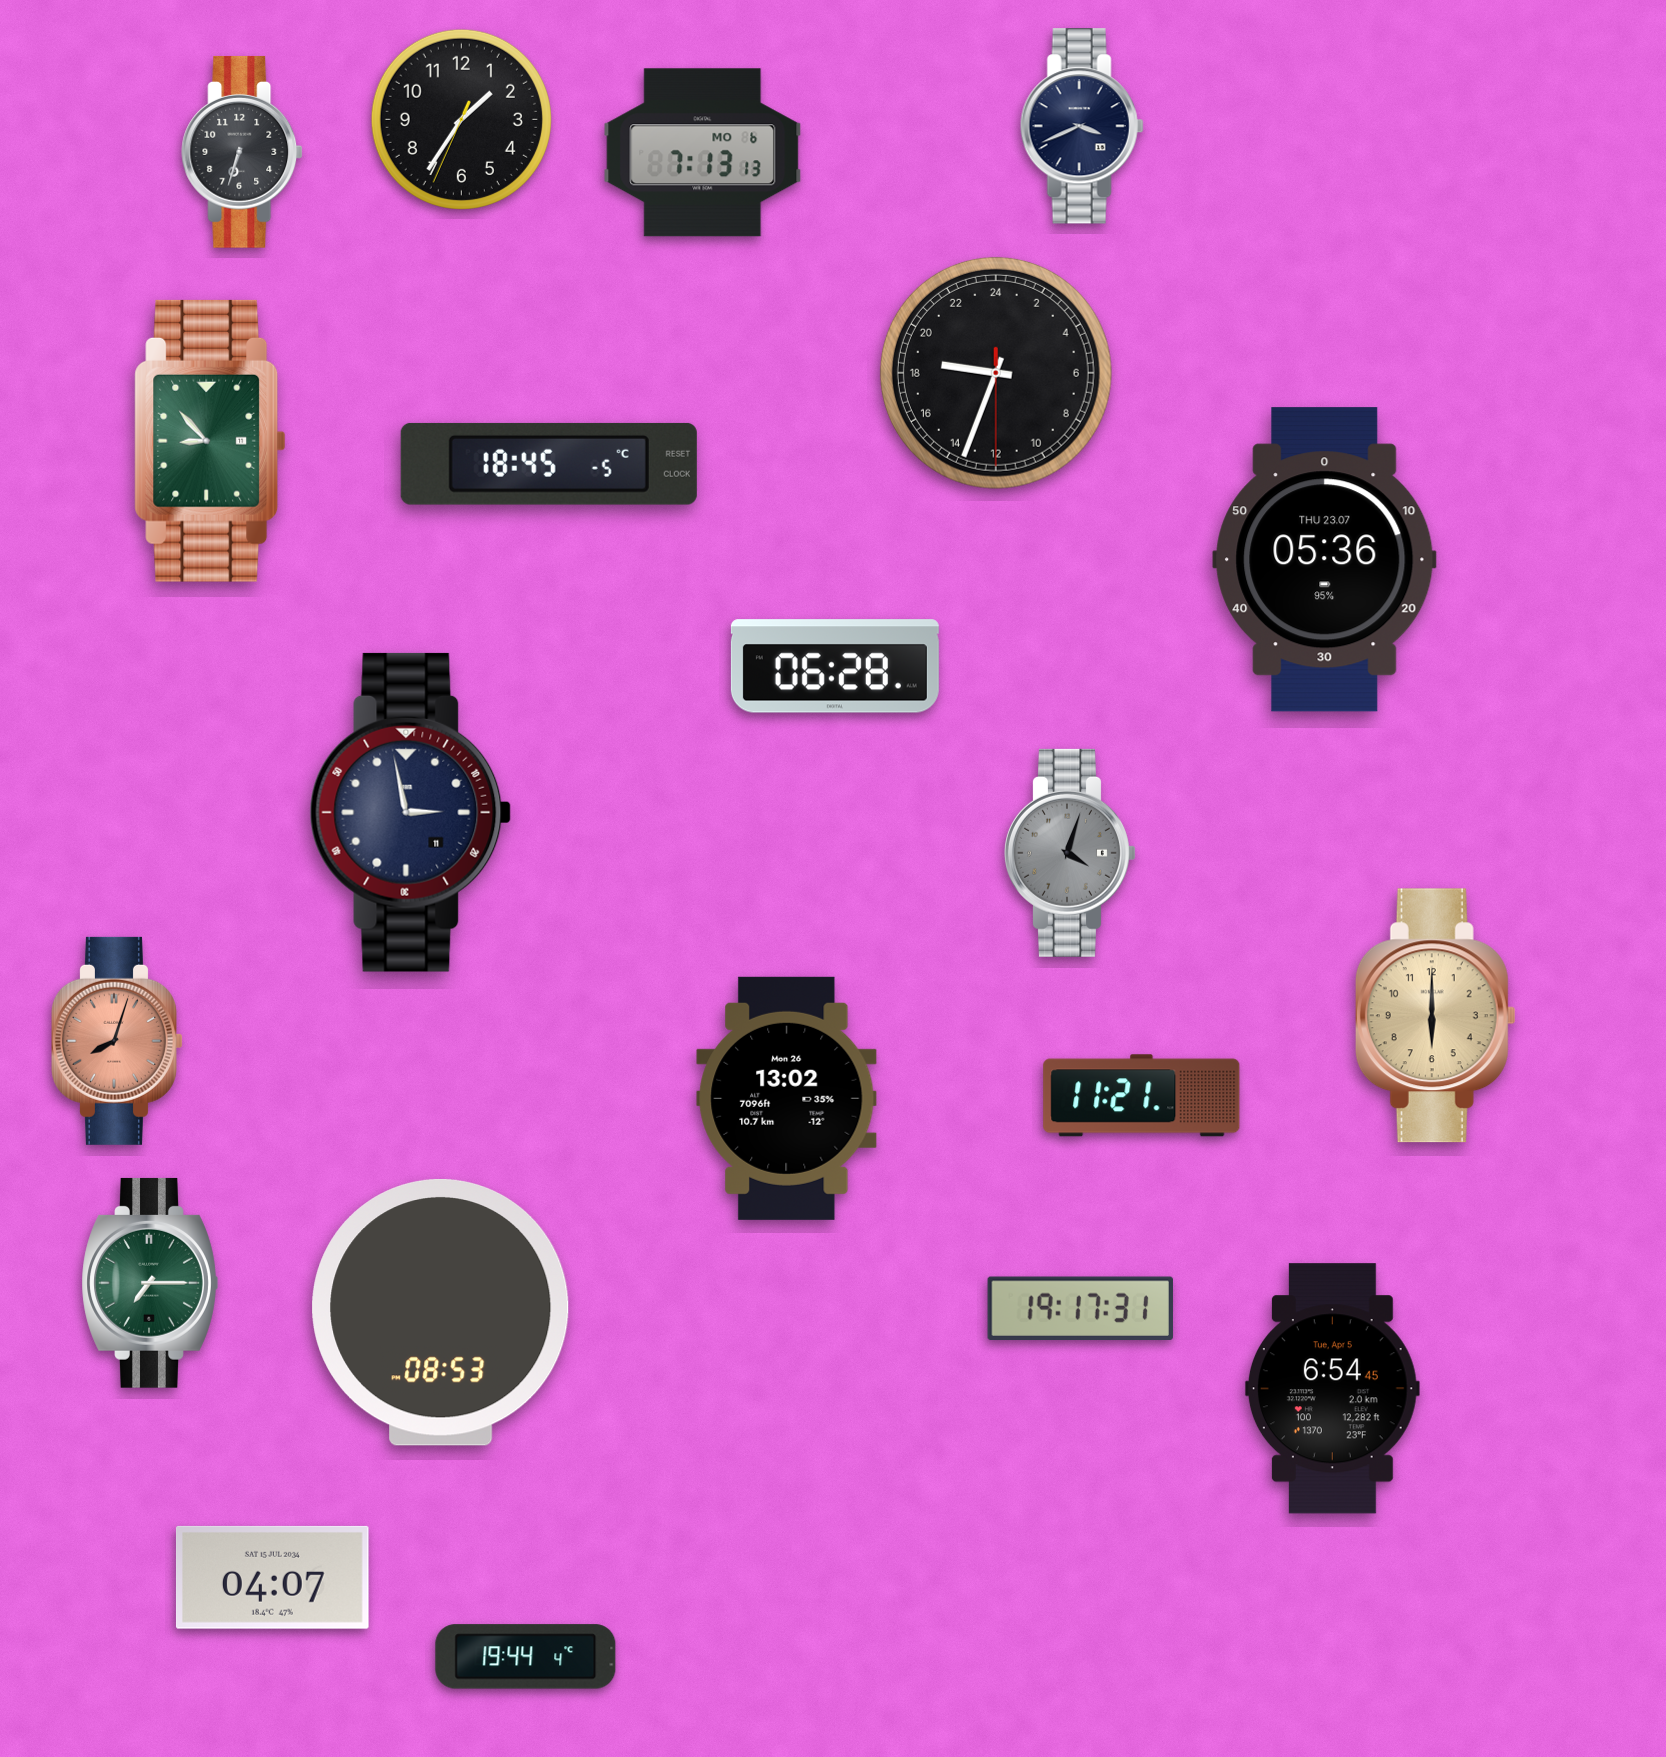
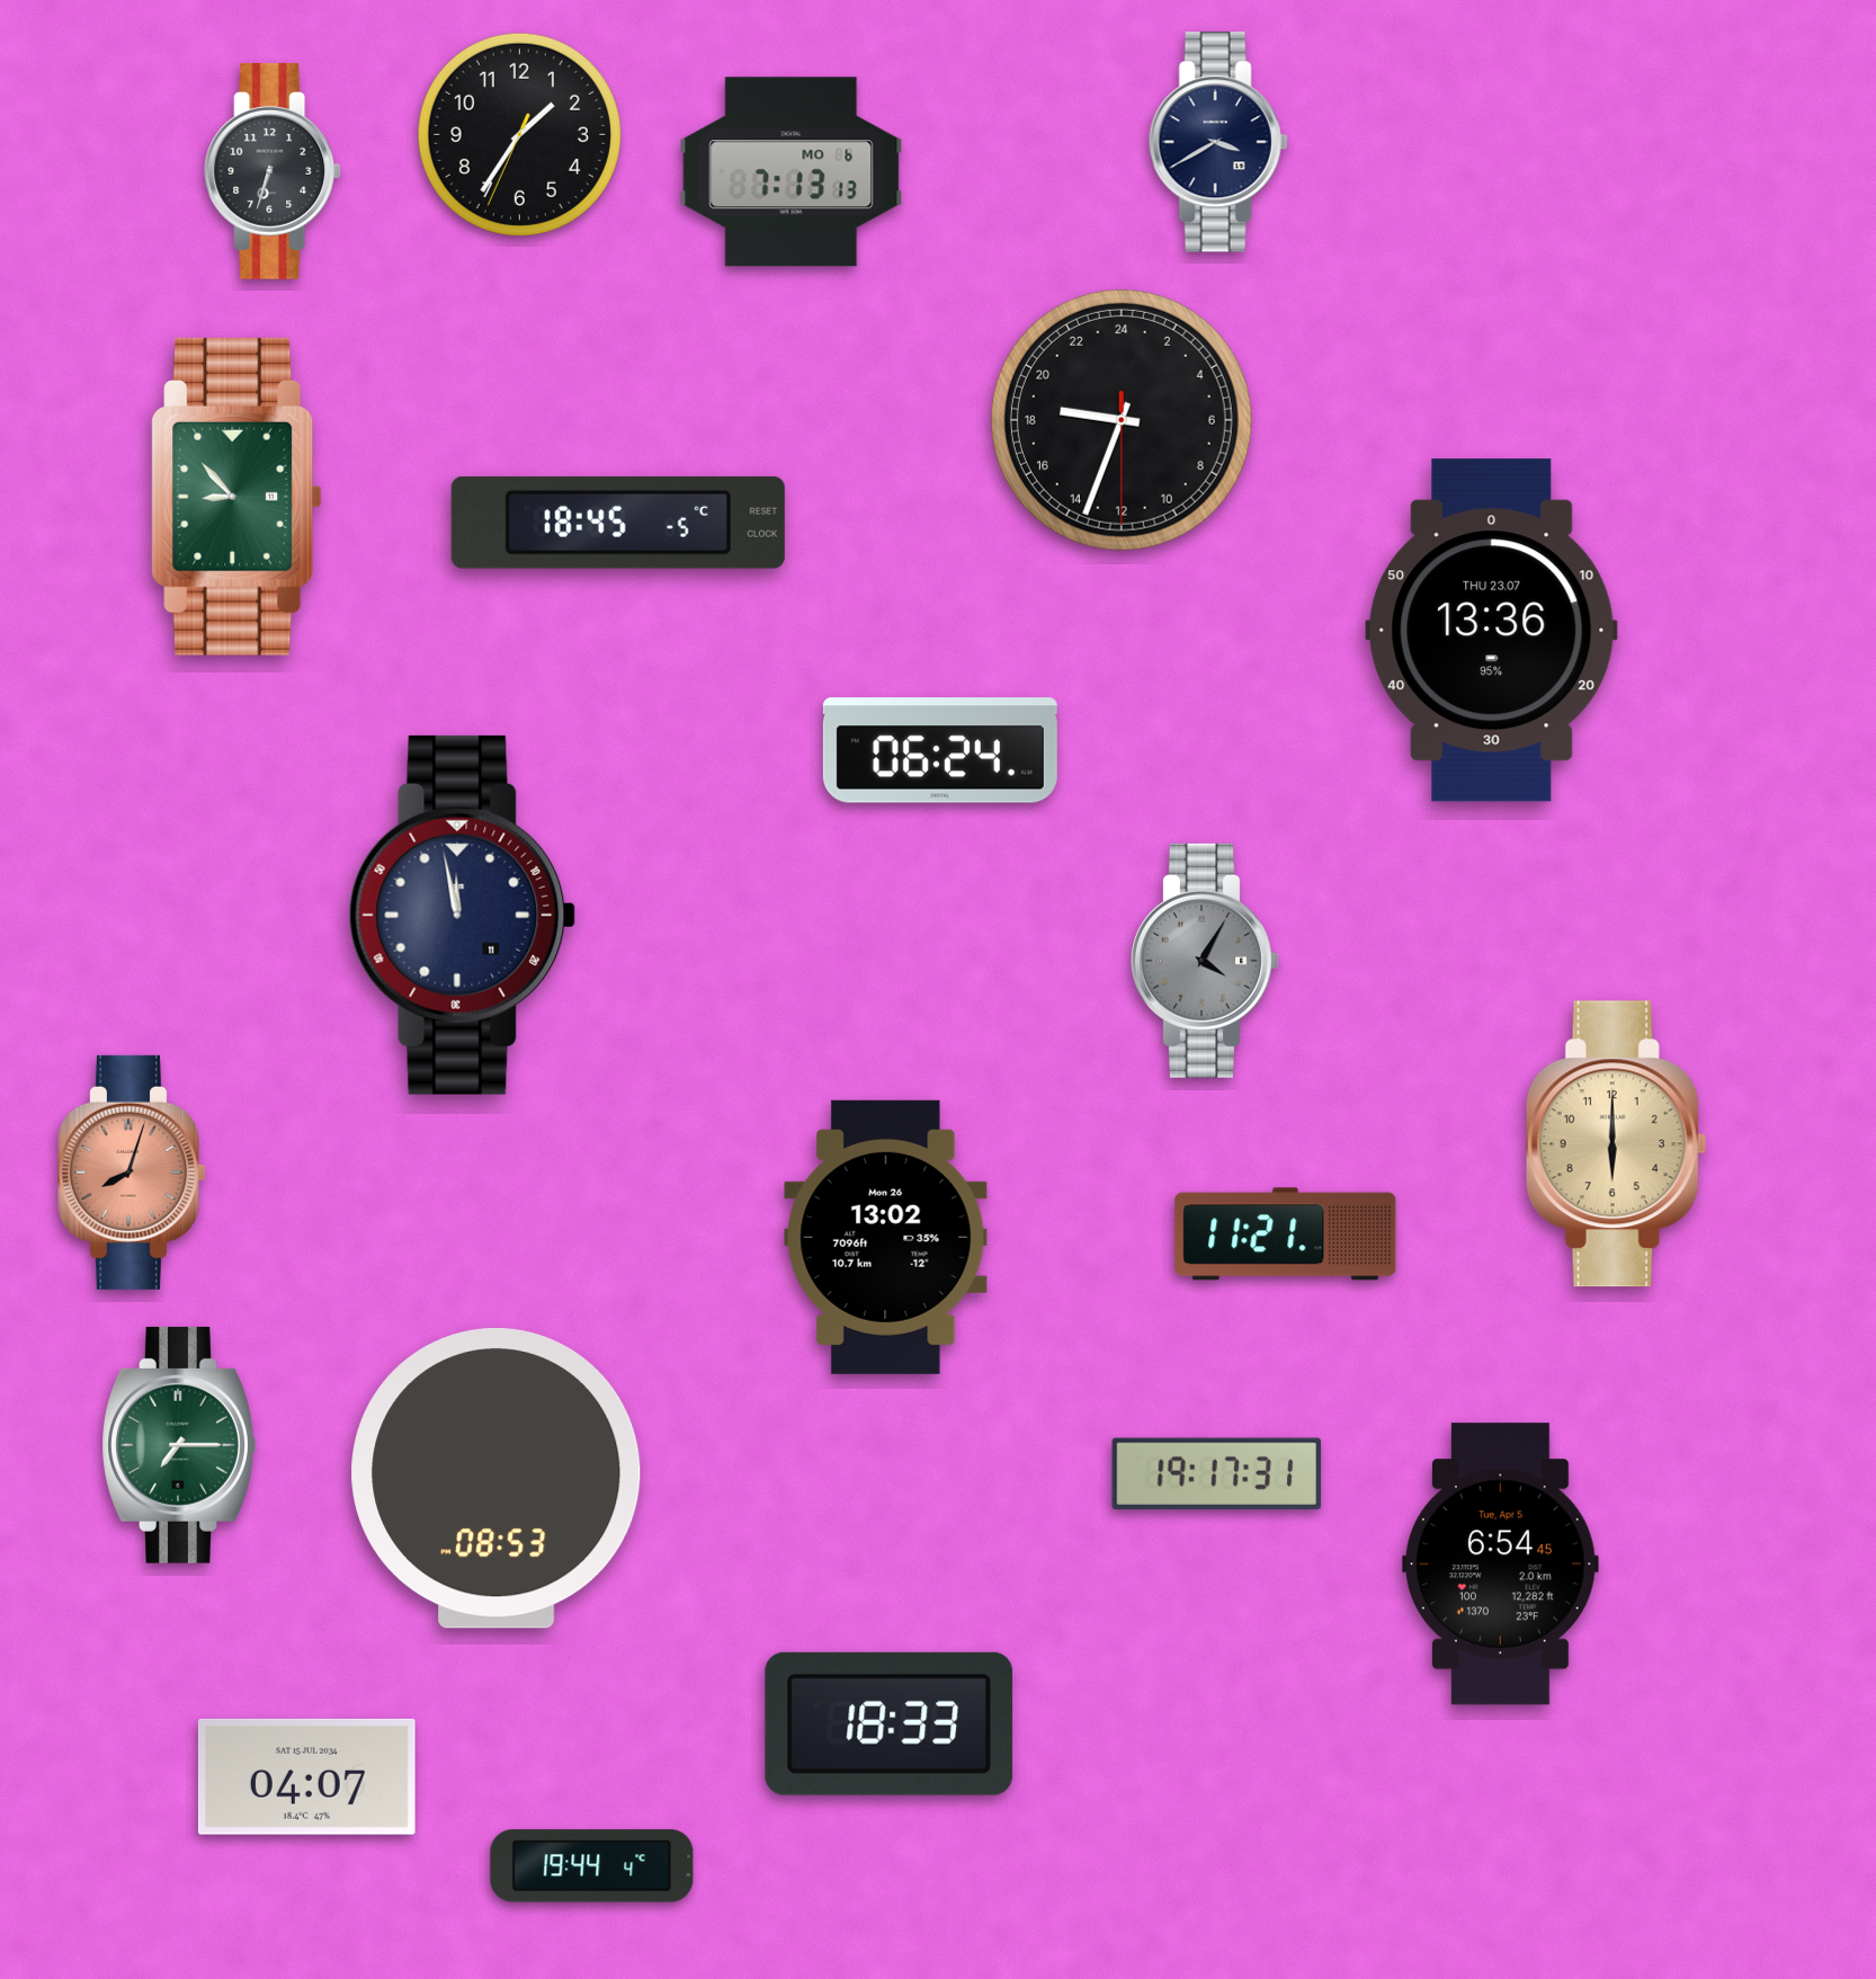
clock at (1082, 126): 3:41 -> 3:40
clock at (1325, 560): 05:36 -> 13:36
clock at (835, 666): 06:28 -> 06:24
clock at (411, 812): 2:58 -> 11:58
clock at (1071, 853): 4:03 -> 4:05
clock at (150, 1283) position: (150, 1283) -> (179, 1445)
clock at (888, 1723): none -> 18:33
